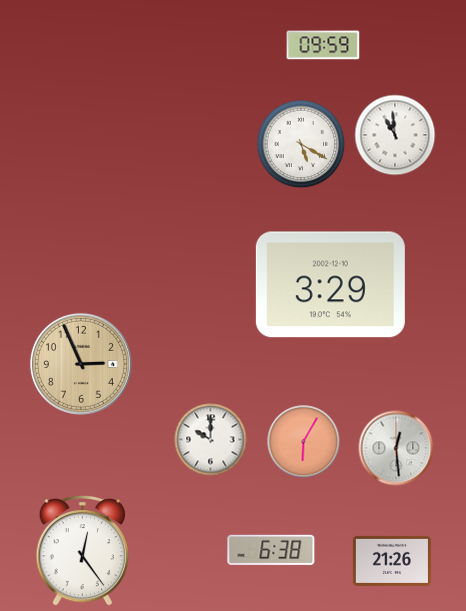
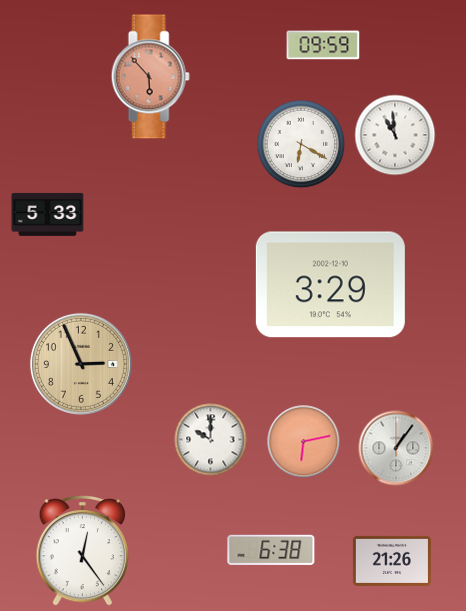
clock at (150, 77): none -> 5:53
clock at (301, 144): 5:20 -> 6:20
clock at (48, 215): none -> 5:33
clock at (304, 442): 6:05 -> 6:13
clock at (396, 448): 12:29 -> 1:06
